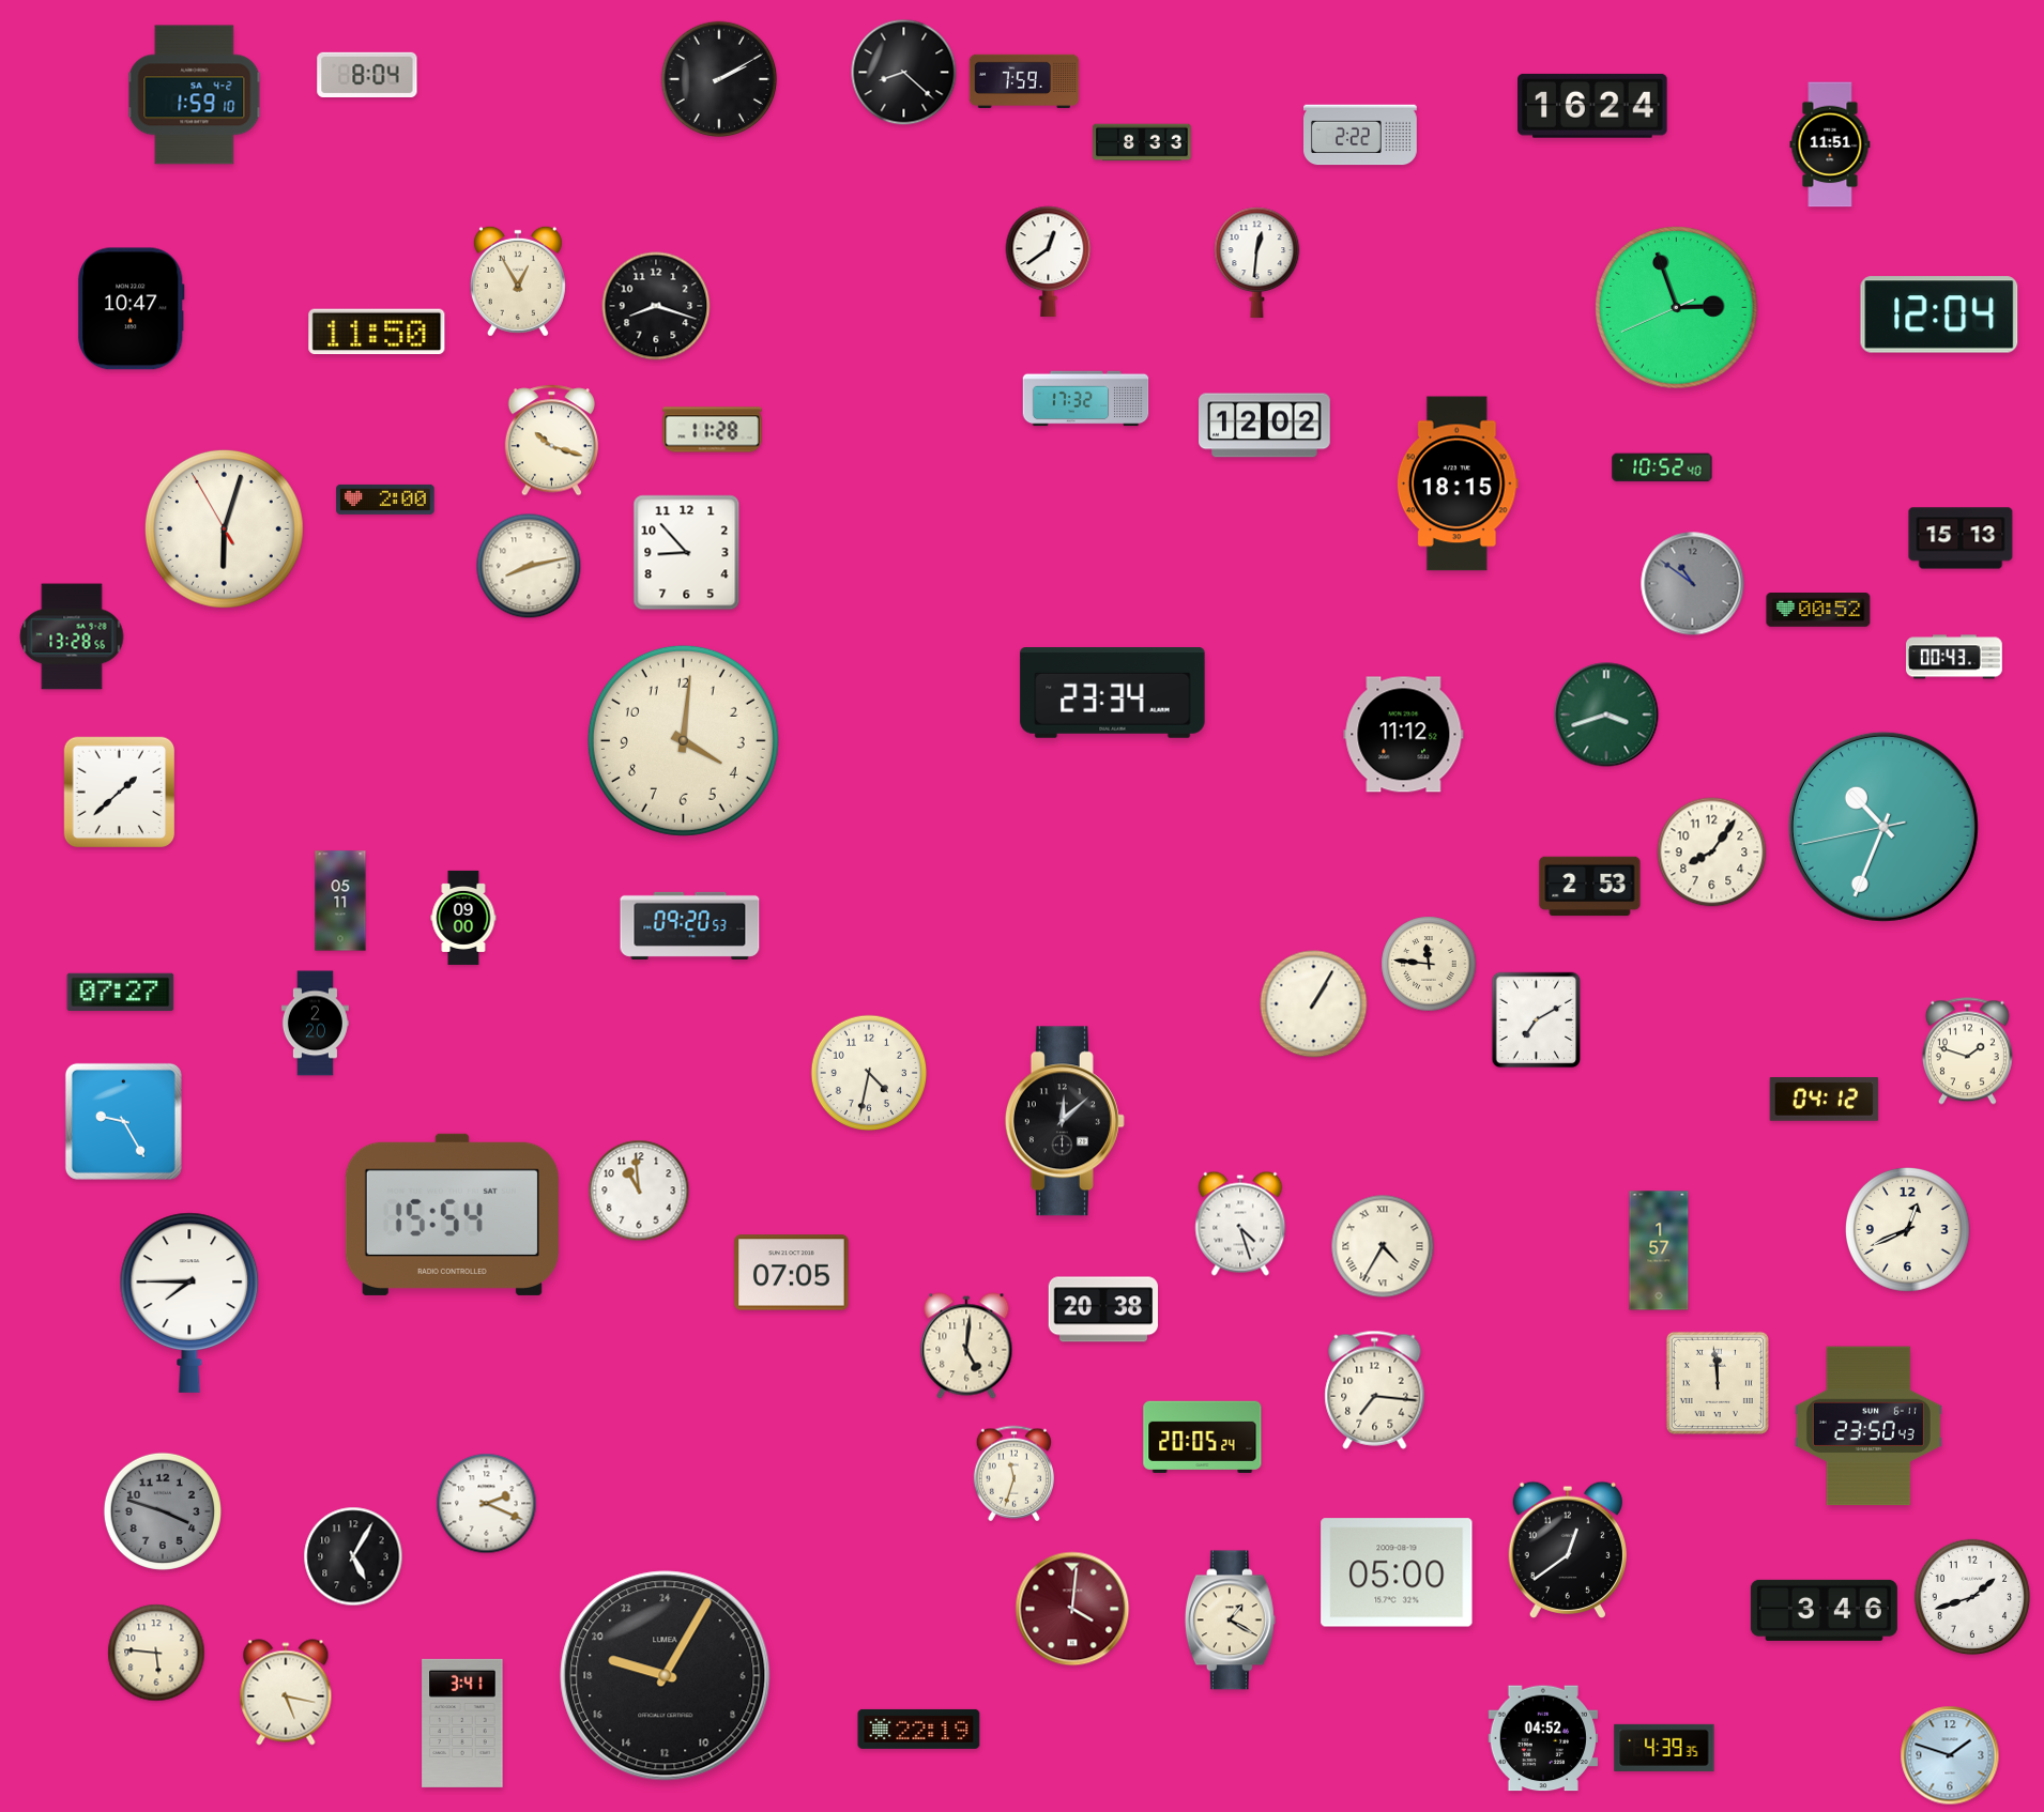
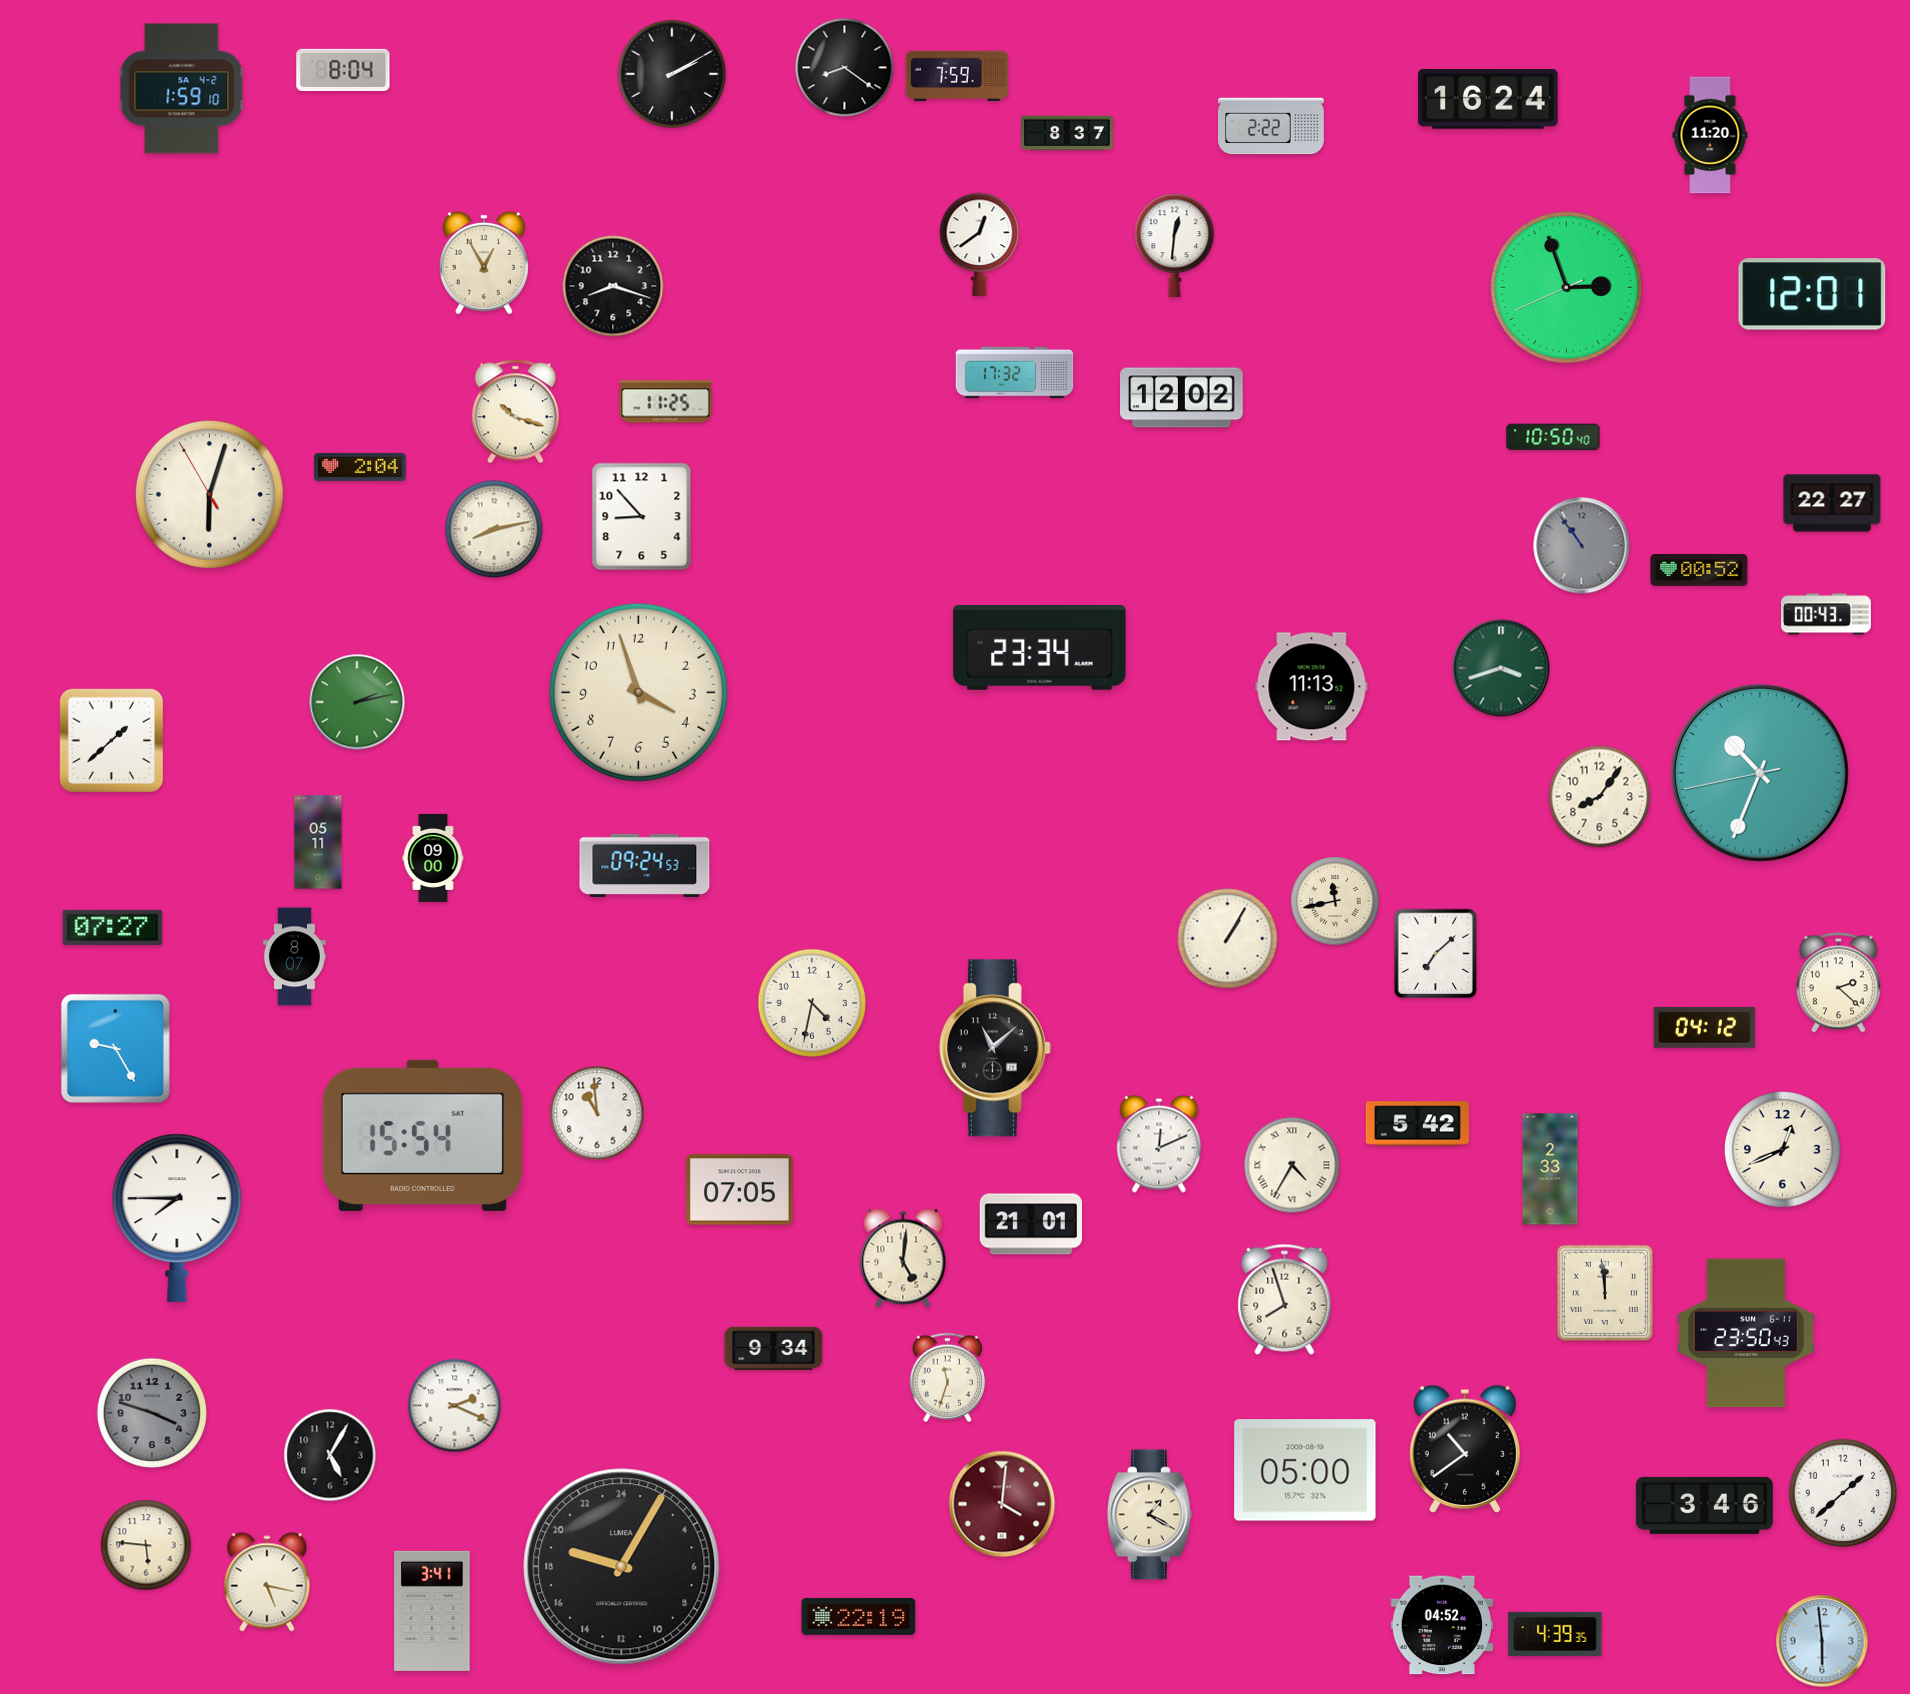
clock at (904, 73): 8:22 -> 8:21
clock at (1142, 142): 8:33 -> 8:37
clock at (1830, 144): 11:51 -> 11:20
clock at (132, 309): 10:47 -> none
clock at (1939, 314): 12:04 -> 12:01
clock at (377, 332): 11:50 -> none
clock at (713, 430): 11:28 -> 11:25
clock at (1662, 467): 10:52 -> 10:50
clock at (1458, 483): 18:15 -> none
clock at (385, 500): 2:00 -> 2:04
clock at (1961, 538): 15:13 -> 22:27
clock at (1693, 584): 10:51 -> 10:54
clock at (72, 636): 13:28 -> none
clock at (1404, 735): 11:12 -> 11:13
clock at (683, 740): 4:01 -> 3:57
clock at (357, 702): none -> 2:13
clock at (1590, 887): 2:53 -> none
clock at (690, 925): 09:20 -> 09:24
clock at (1429, 964): 11:46 -> 11:43
clock at (1537, 1020): 7:10 -> 7:08
clock at (315, 1024): 2:20 -> 8:07
clock at (1967, 1051): 1:48 -> 2:22
clock at (1065, 1121): 12:08 -> 11:08
clock at (1417, 1124): none -> 5:42
clock at (1240, 1224): 4:27 -> 12:11
clock at (1659, 1250): 1:57 -> 2:33
clock at (1103, 1309): 20:38 -> 21:01
clock at (1375, 1389): 7:16 -> 7:57
clock at (1203, 1437): 20:05 -> none
clock at (774, 1349): none -> 9:34
clock at (1567, 1549): 12:39 -> 10:39
clock at (1972, 1597): 1:42 -> 1:38
clock at (1950, 1755): 1:48 -> 5:59
